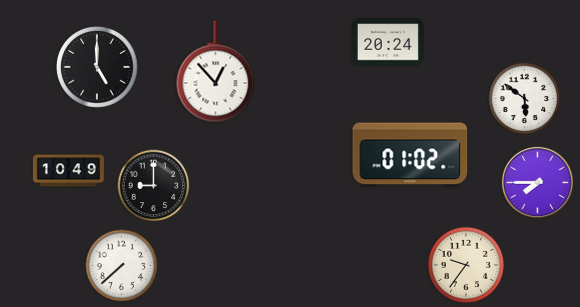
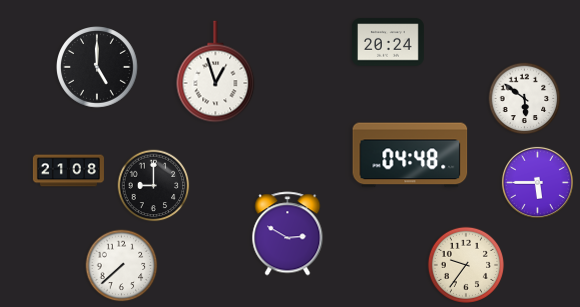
clock at (216, 72): 12:53 -> 12:57
clock at (410, 155): 01:02 -> 04:48
clock at (68, 171): 10:49 -> 21:08
clock at (537, 182): 7:45 -> 5:45
clock at (288, 234): none -> 2:50
